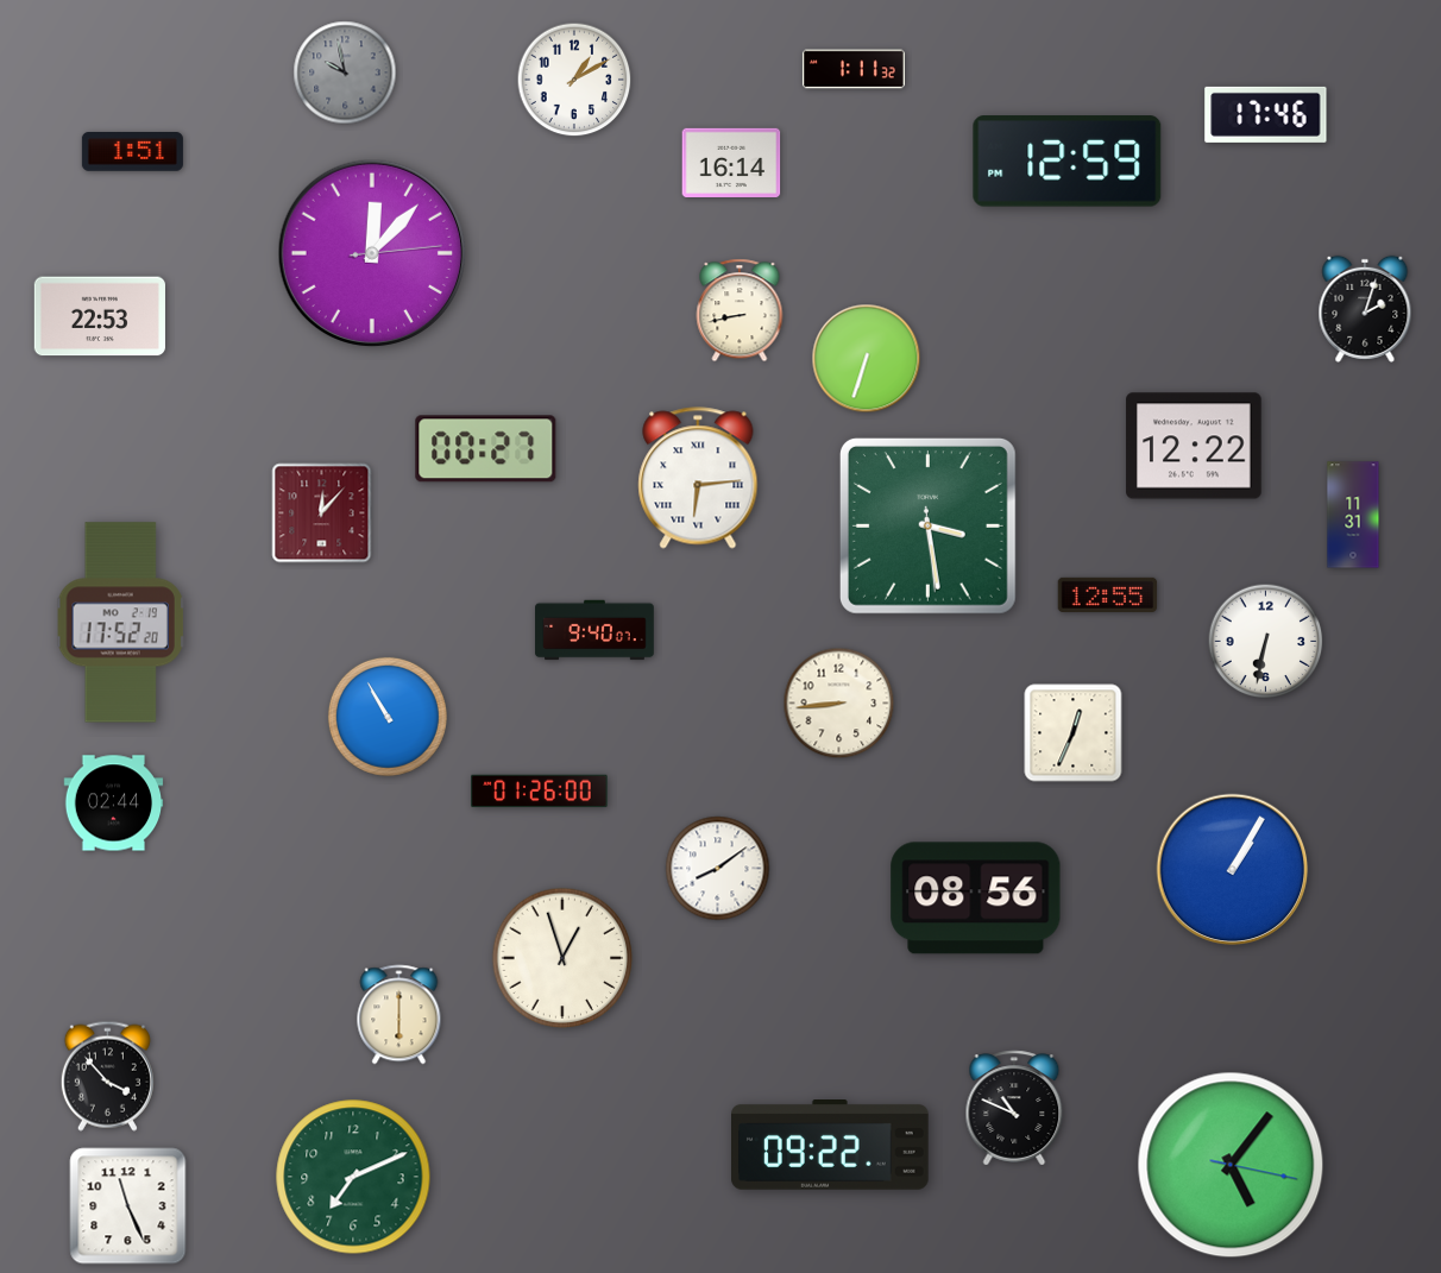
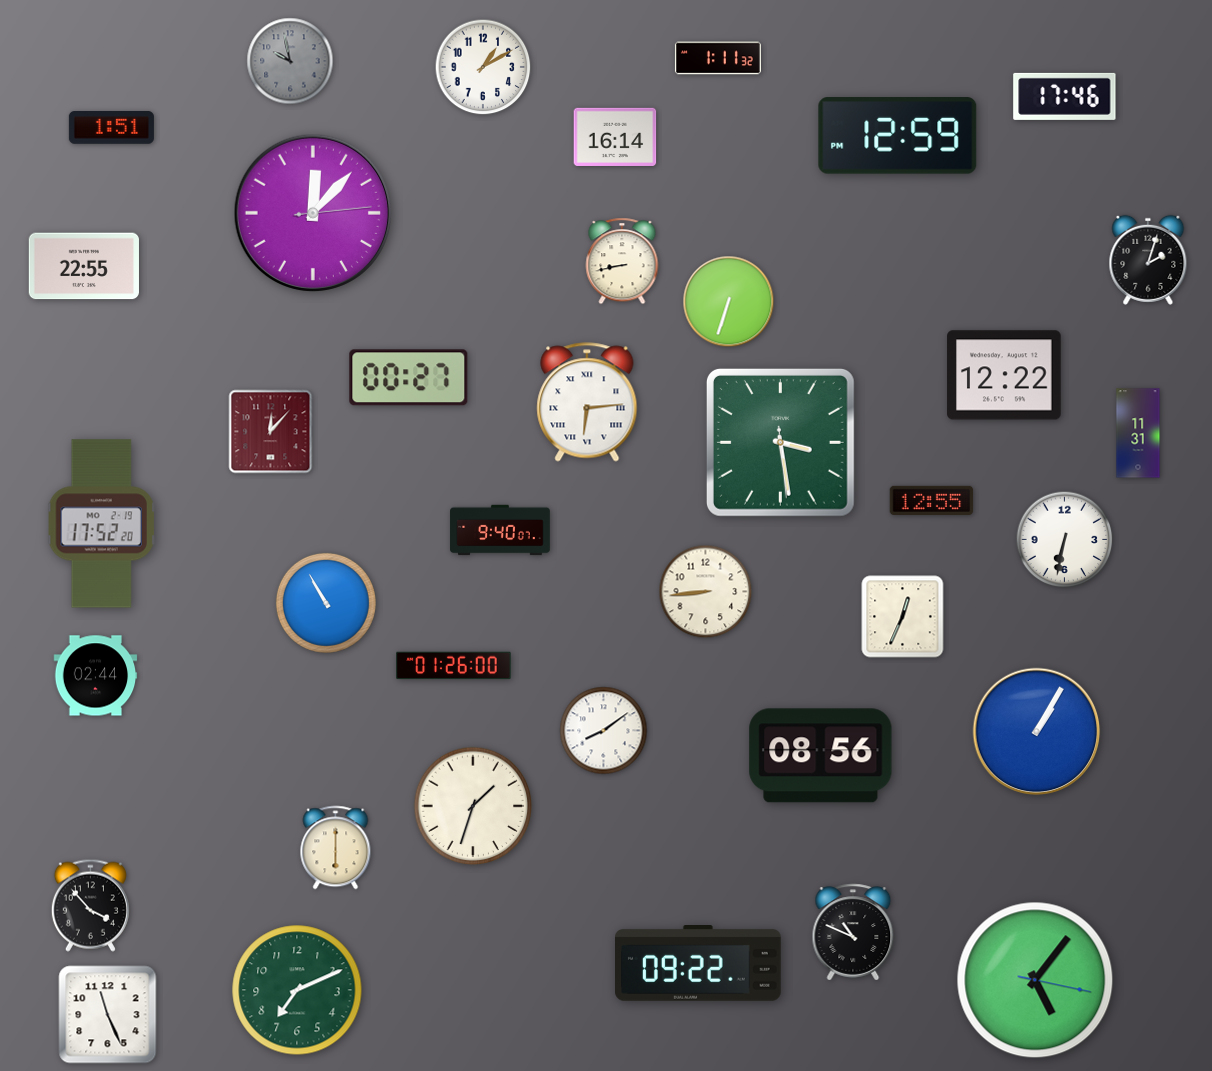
clock at (100, 316): 22:53 -> 22:55
clock at (562, 958): 12:57 -> 1:33
clock at (399, 1015) position: (399, 1015) -> (336, 848)
